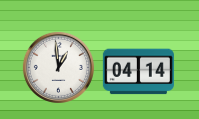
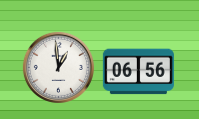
clock at (138, 72): 04:14 -> 06:56
